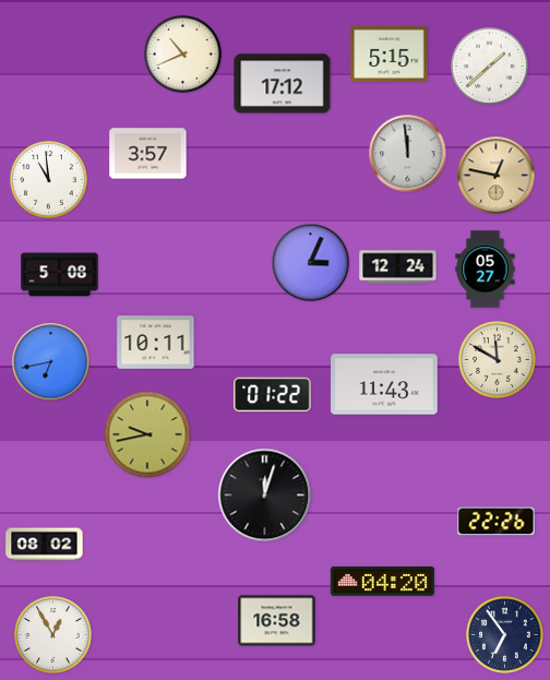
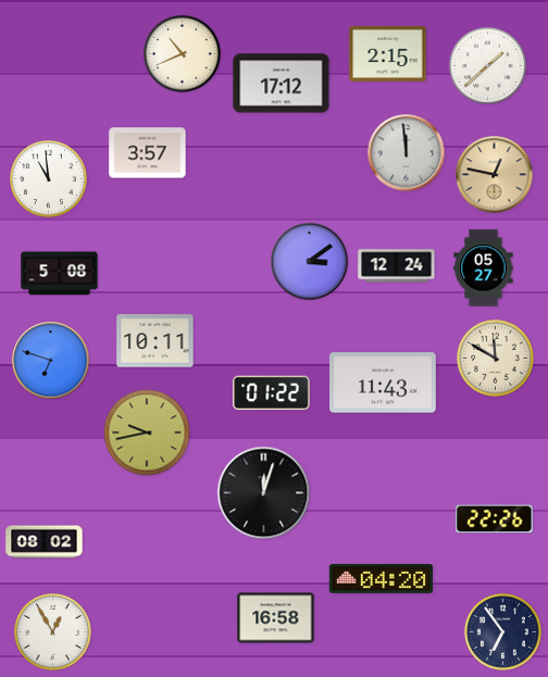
clock at (390, 53): 5:15 -> 2:15
clock at (311, 263): 3:04 -> 3:09
clock at (51, 362): 6:43 -> 6:48
